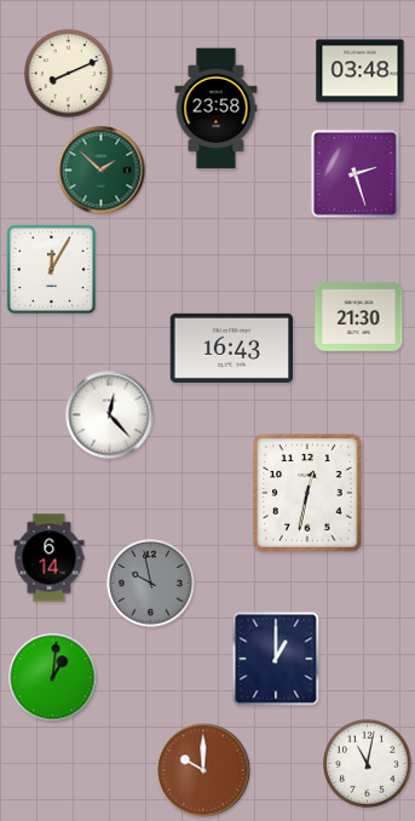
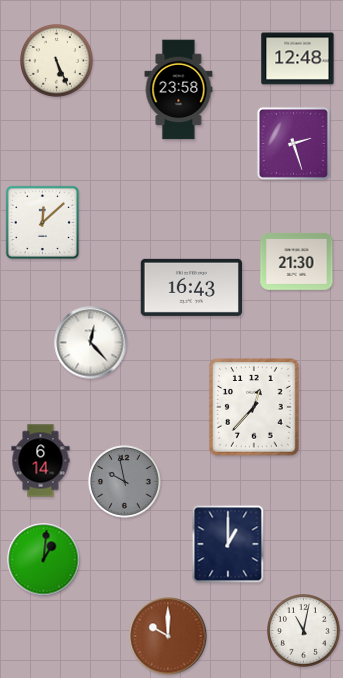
clock at (361, 71): 03:48 -> 12:48
clock at (69, 74): 8:11 -> 5:26
clock at (102, 171): 1:52 -> none
clock at (52, 270): 12:05 -> 12:08
clock at (307, 493): 12:32 -> 12:37
